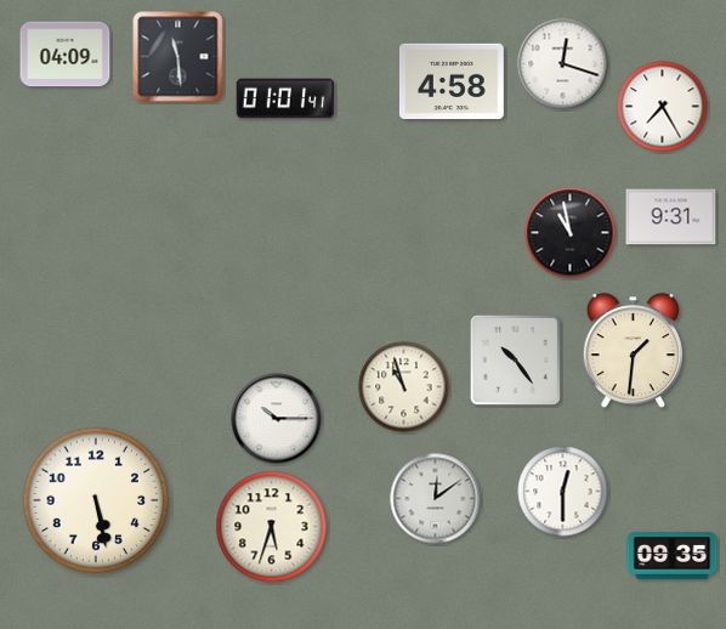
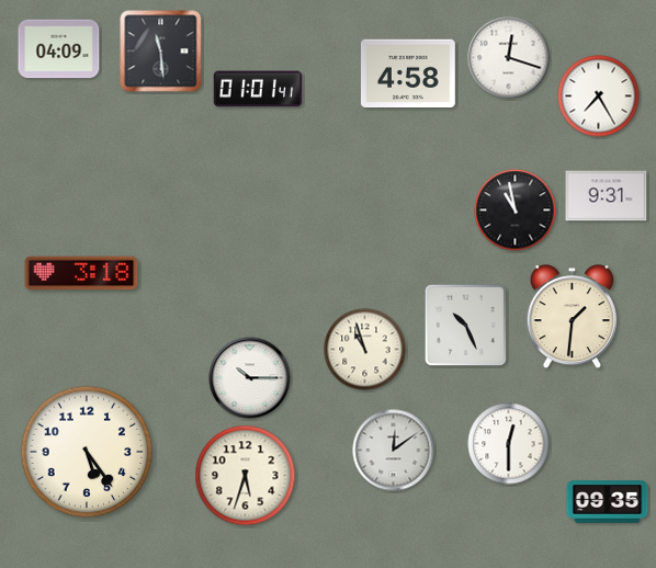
clock at (81, 273): none -> 3:18
clock at (515, 359): 10:24 -> 10:26
clock at (96, 500): 5:28 -> 5:24
